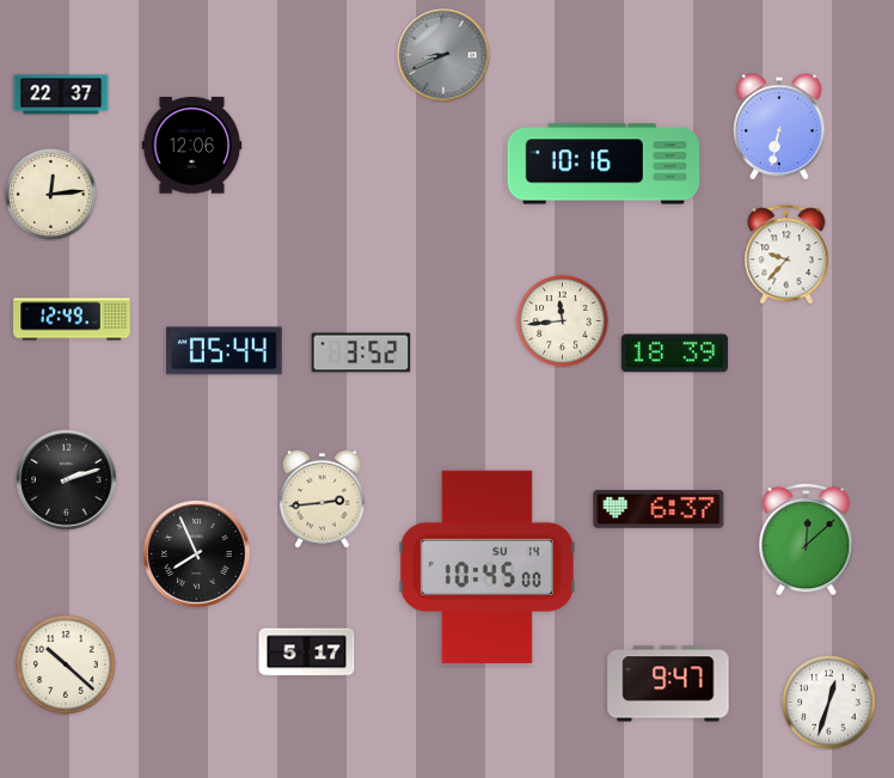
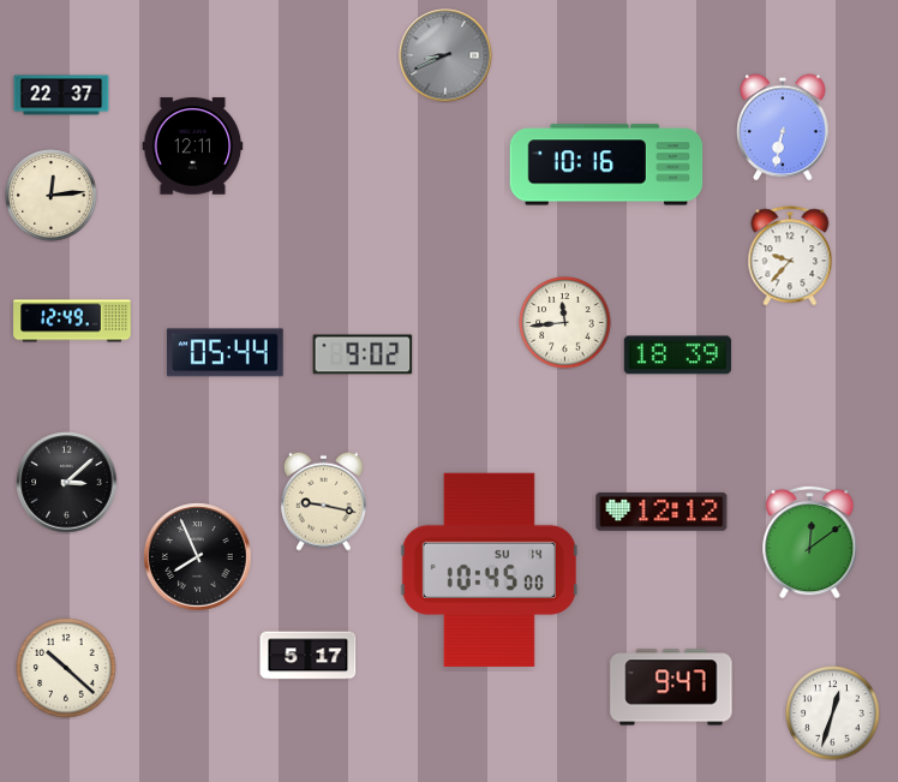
clock at (192, 146): 12:06 -> 12:11
clock at (361, 353): 3:52 -> 9:02
clock at (67, 480): 2:12 -> 3:08
clock at (322, 498): 2:44 -> 9:17
clock at (659, 509): 6:37 -> 12:12
clock at (807, 539): 12:08 -> 12:09
clock at (829, 703) position: (829, 703) -> (833, 714)
